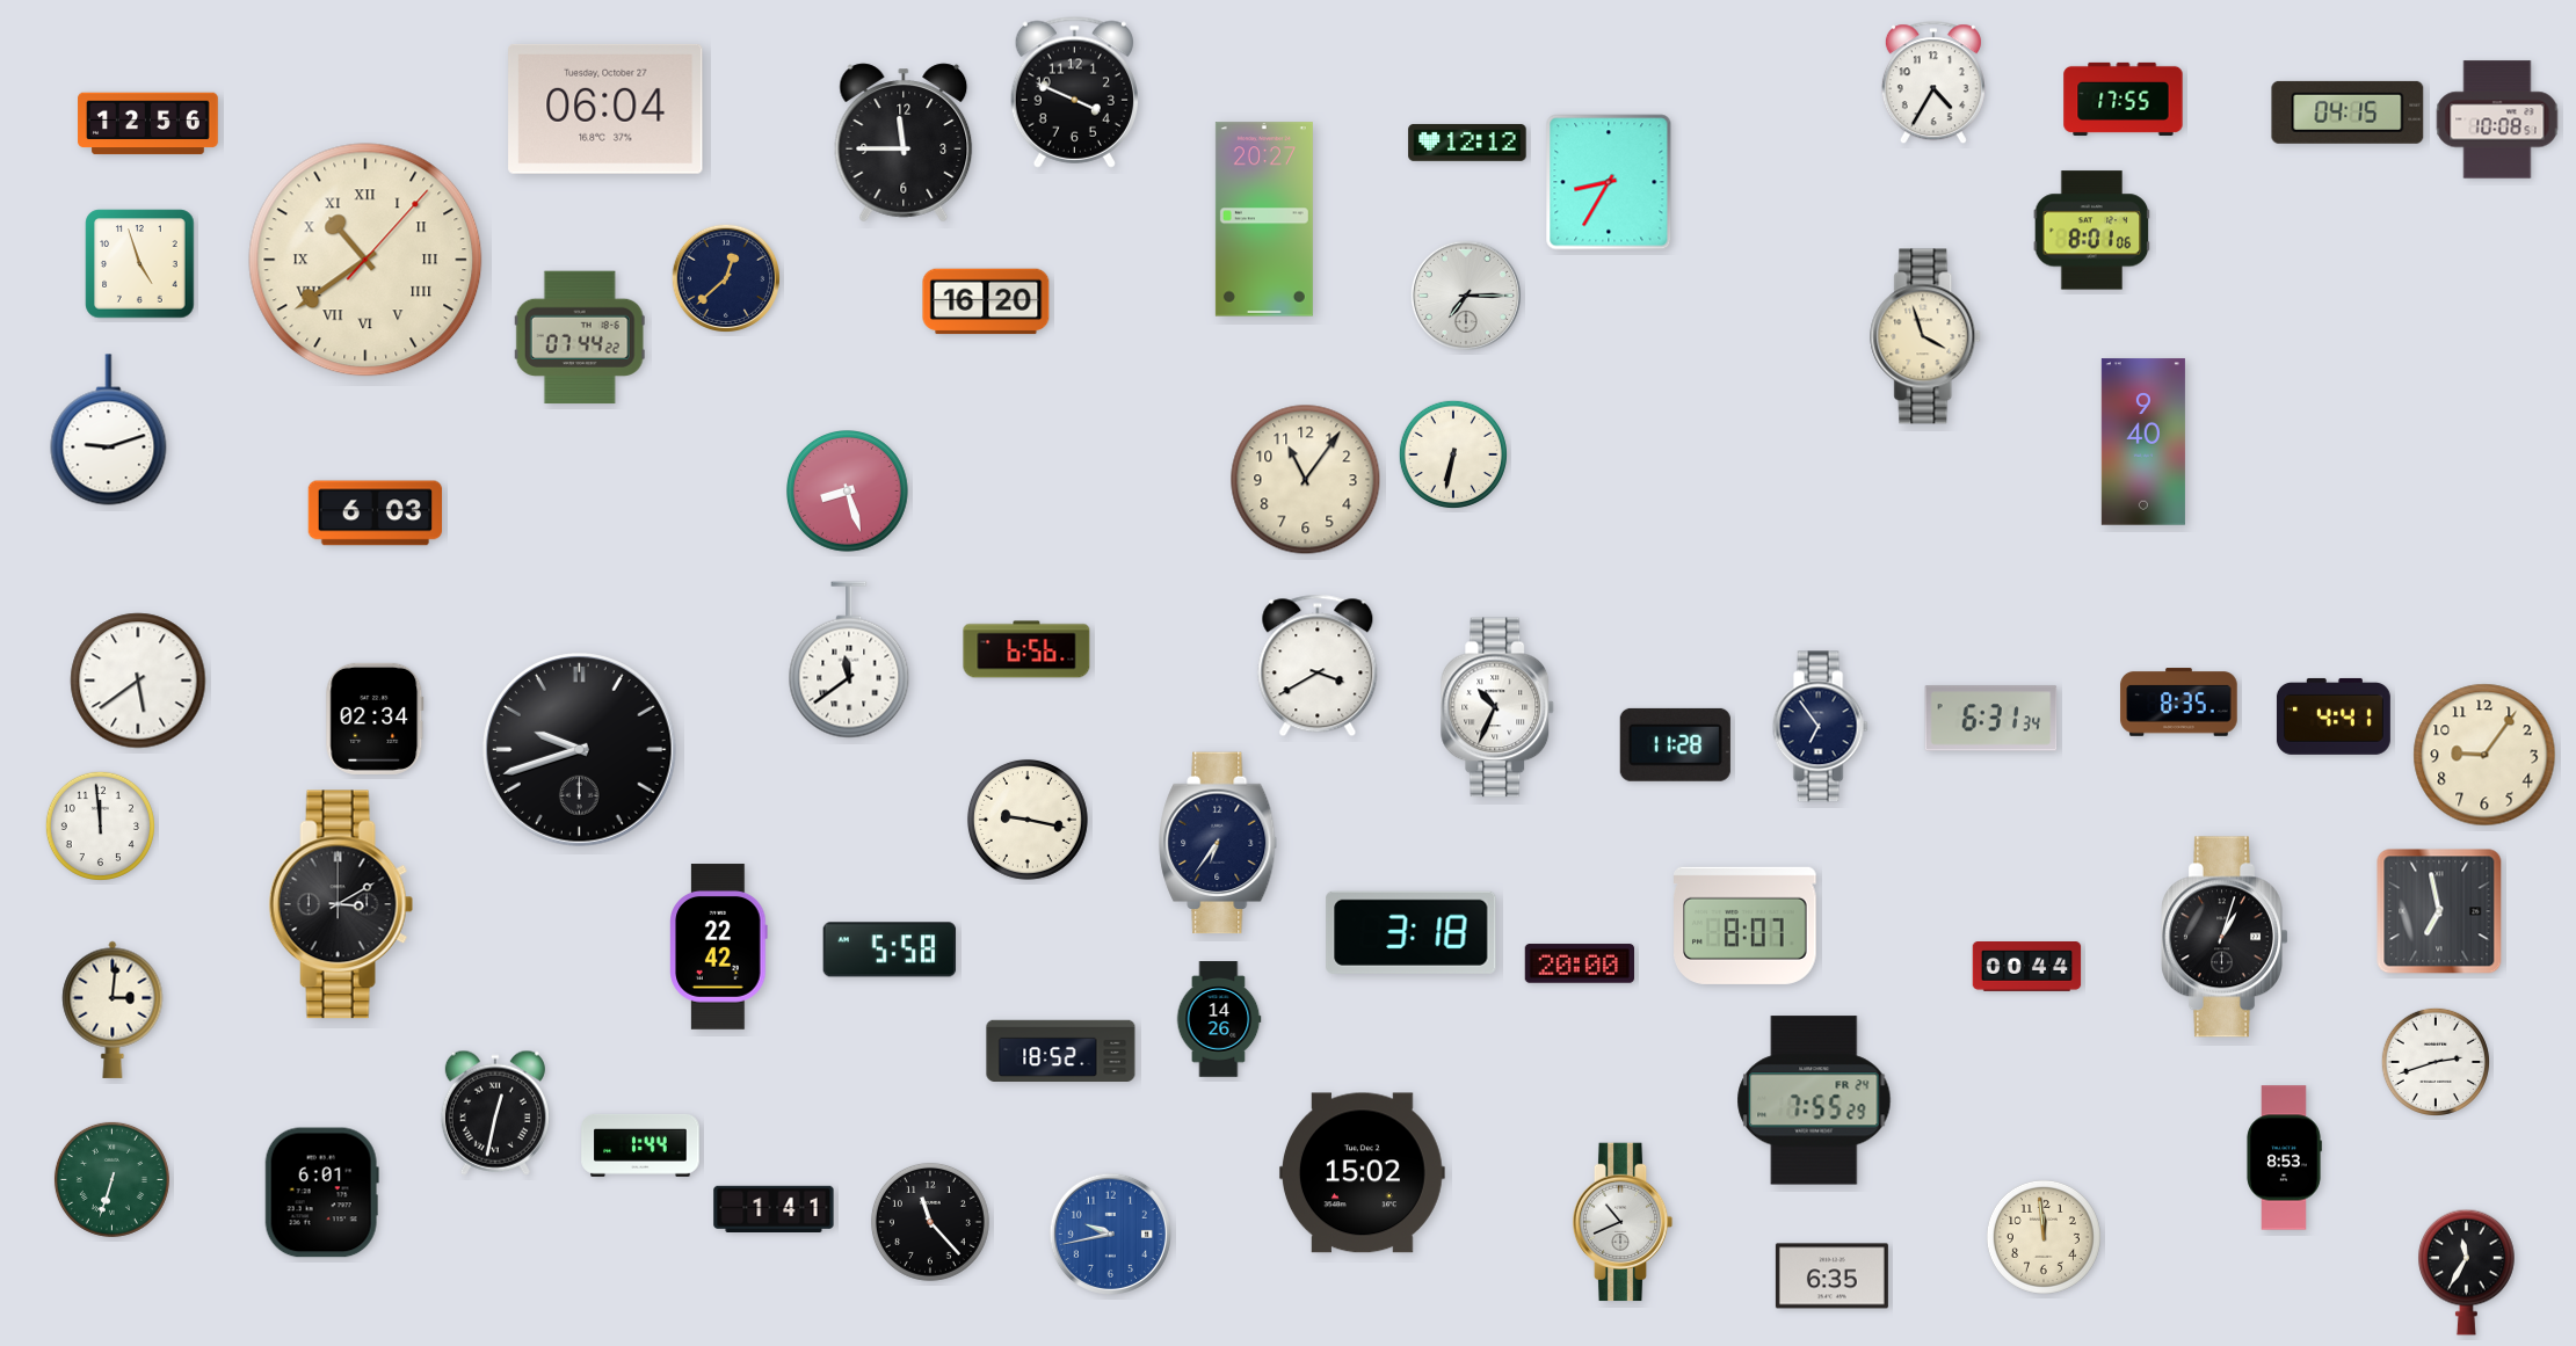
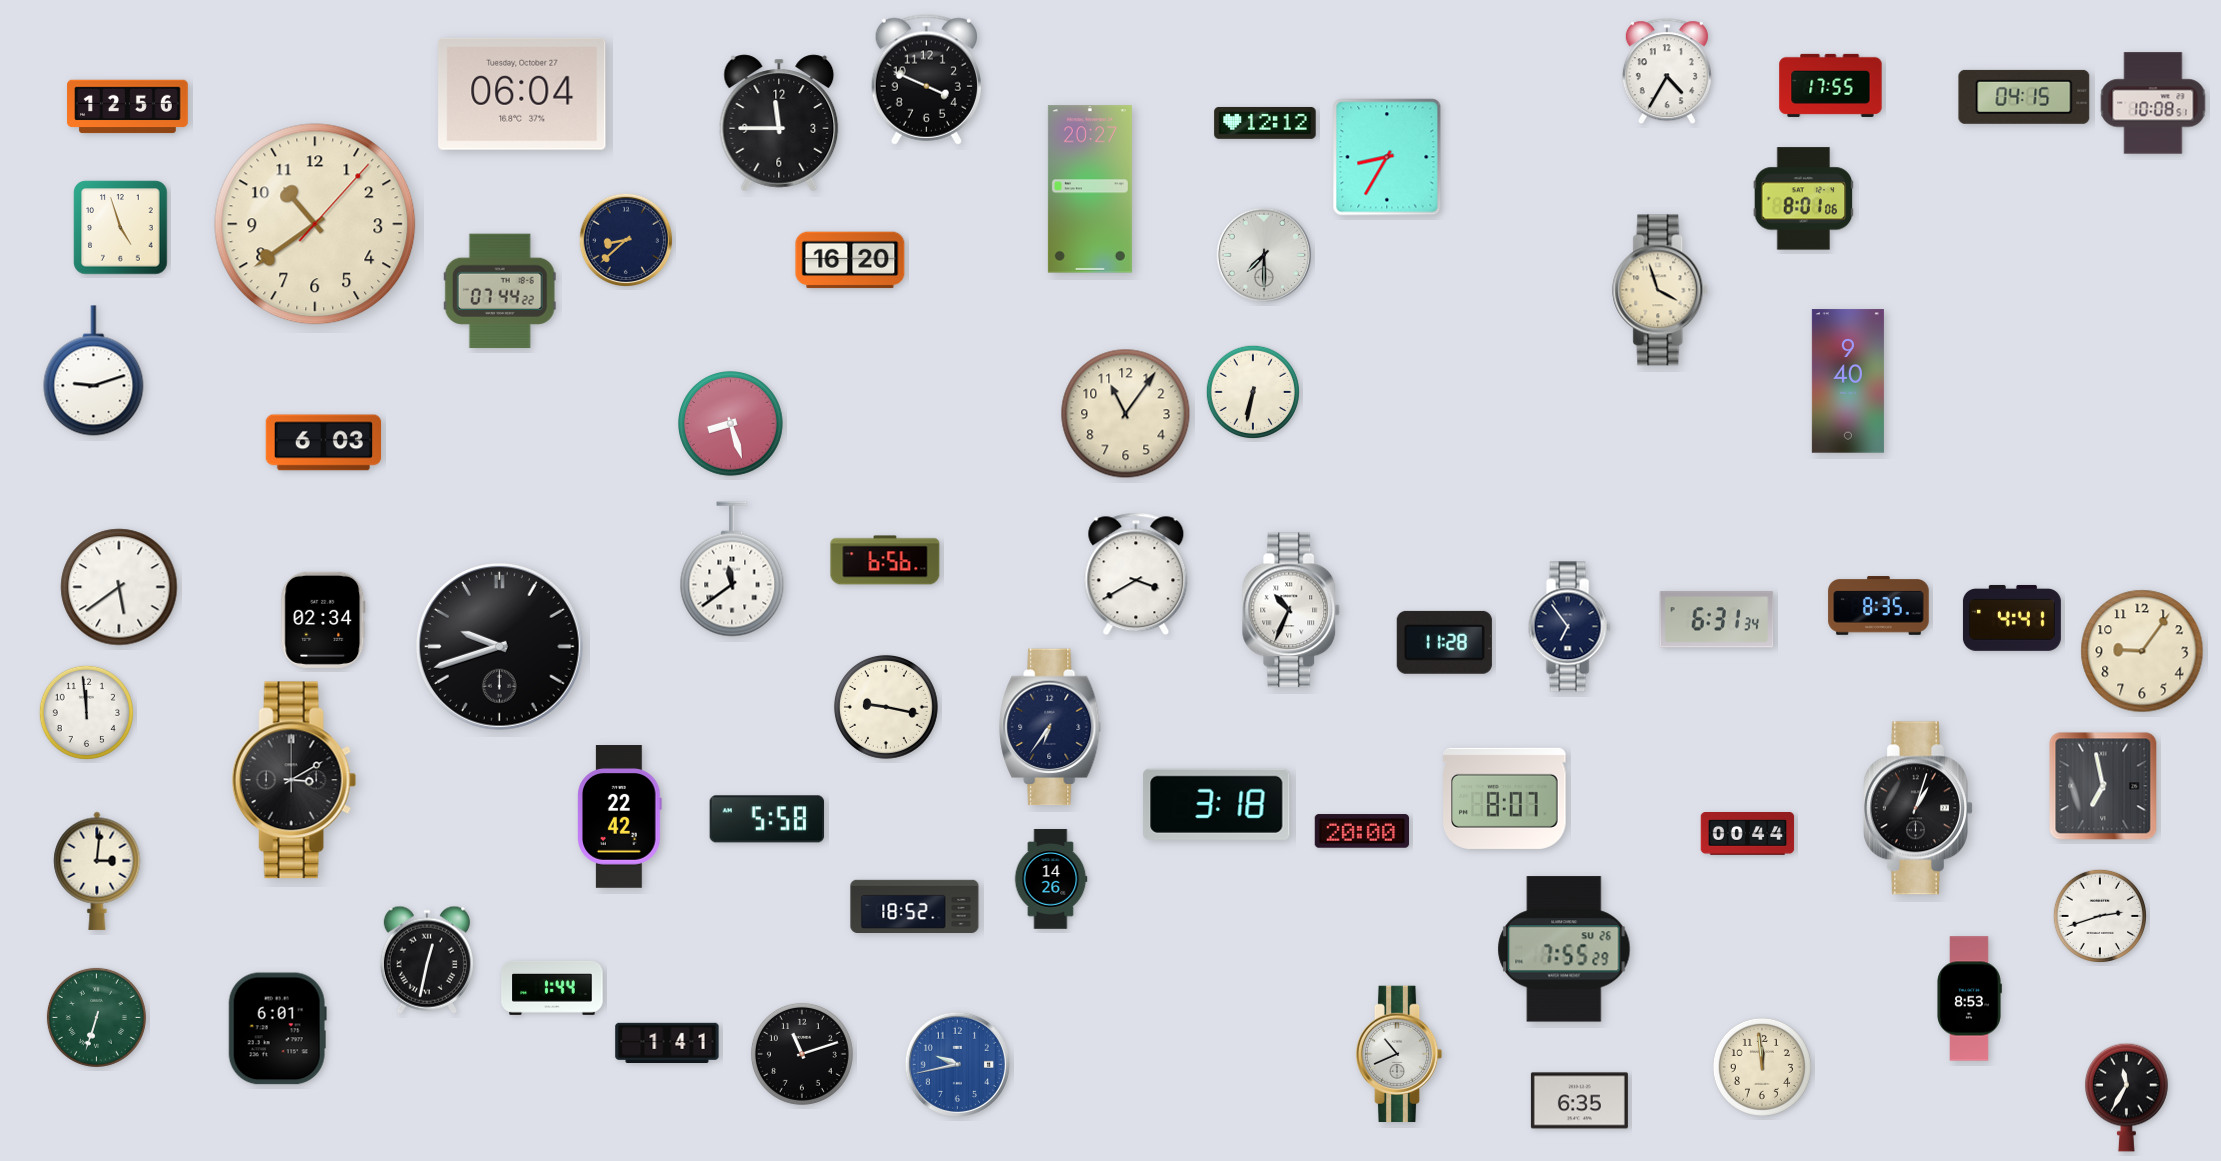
clock at (365, 260) numerals: Roman -> Arabic
clock at (725, 277): 12:38 -> 8:38
clock at (1465, 294): 7:15 -> 7:30
clock at (1814, 1100) date: FR 24 -> SU 26
clock at (1363, 1173): 15:02 -> none
clock at (930, 1222): 11:23 -> 11:12
